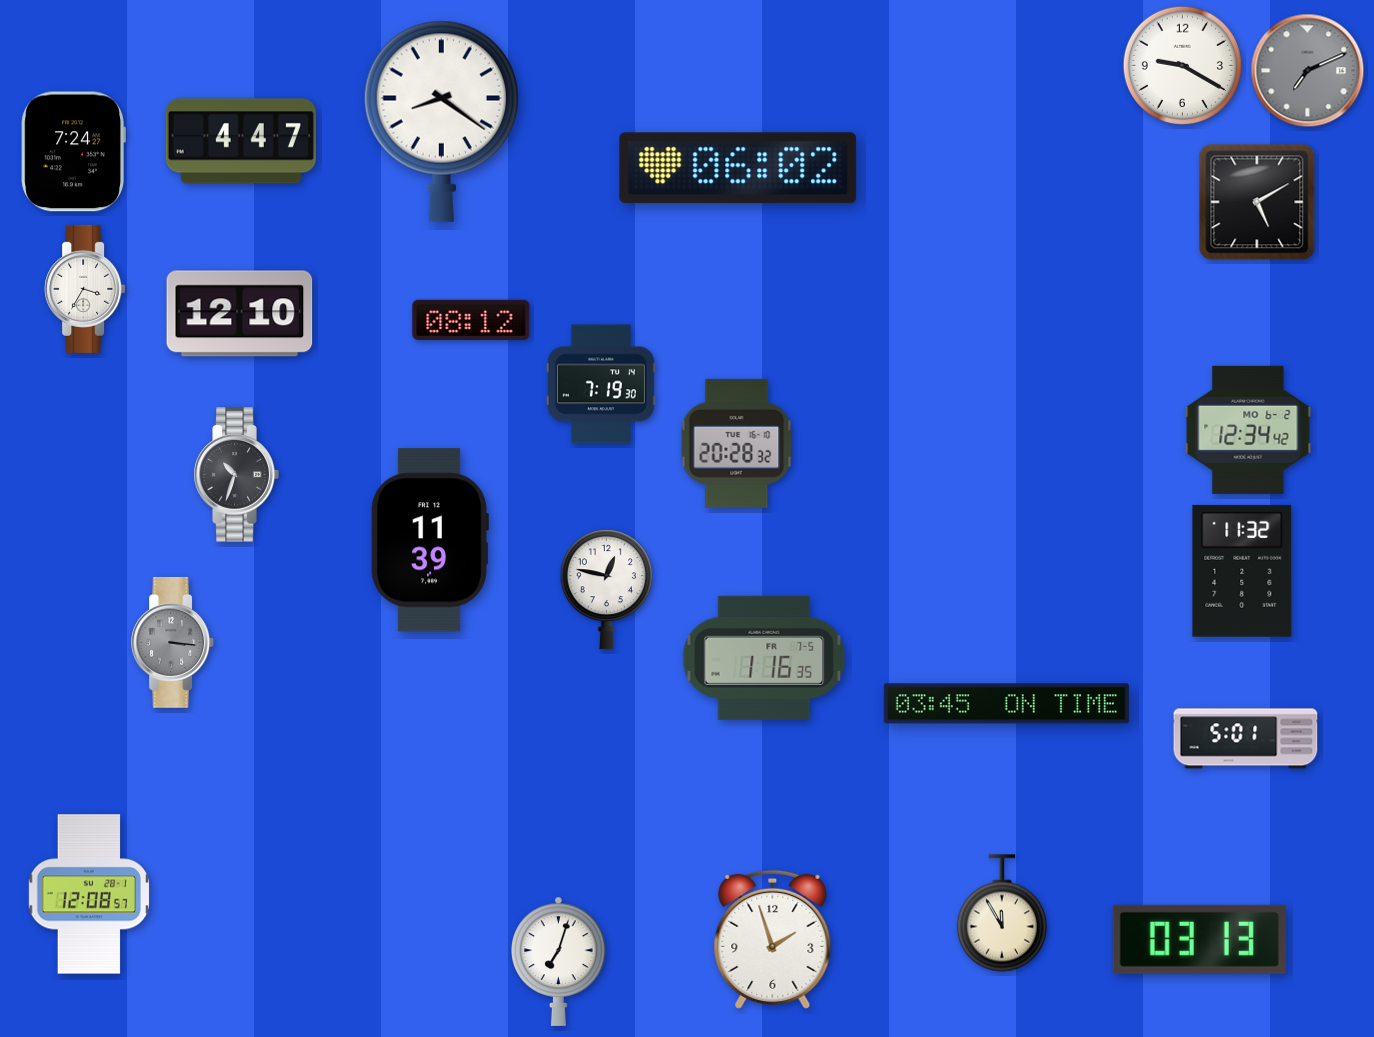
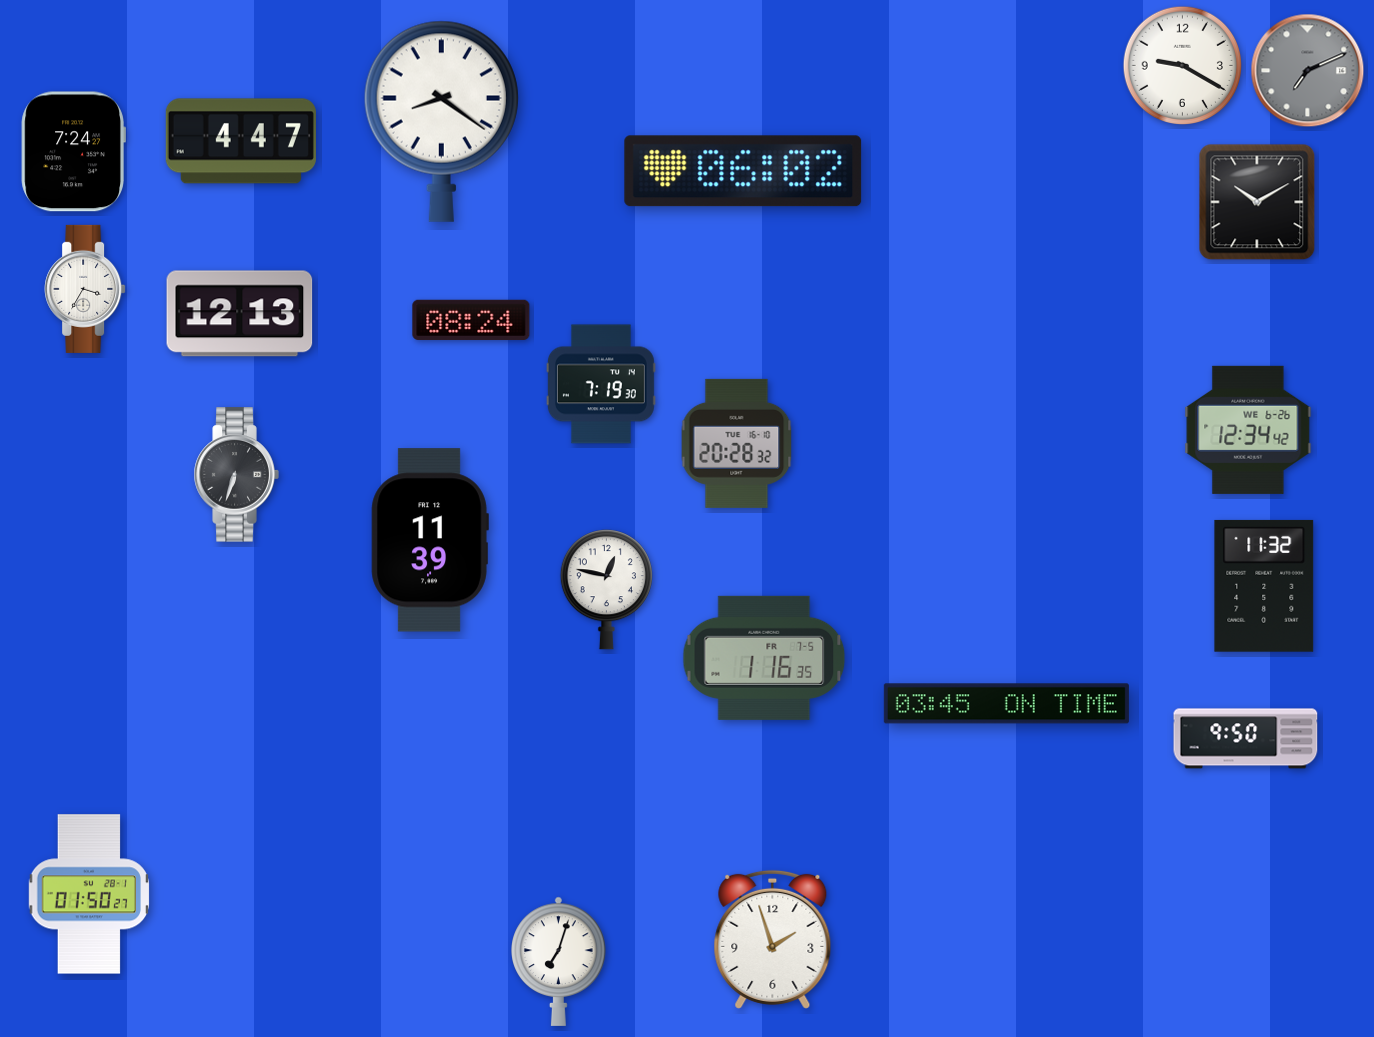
clock at (738, 168) position: (738, 168) -> (743, 171)
clock at (1257, 202): 5:10 -> 10:10
clock at (240, 314): 12:10 -> 12:13
clock at (471, 320): 08:12 -> 08:24
clock at (1248, 430) date: MO 6-2 -> WE 6-26
clock at (236, 475): 10:33 -> 6:33
clock at (1242, 571) position: (1242, 571) -> (1264, 586)
clock at (173, 642): 3:16 -> none
clock at (1246, 739): 5:01 -> 9:50
clock at (88, 894): 12:08 -> 01:50
clock at (1002, 913): 11:55 -> none
clock at (1199, 939): 03:13 -> none
